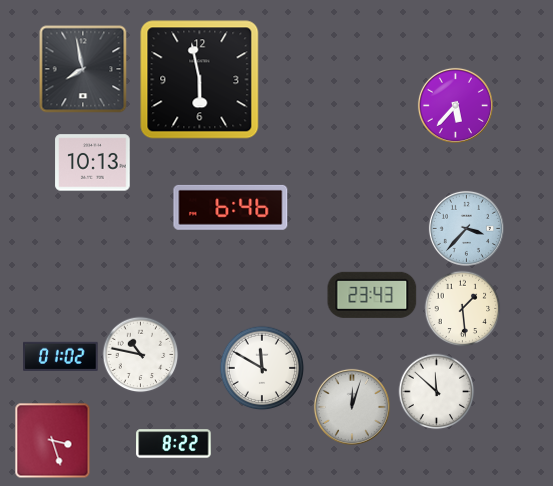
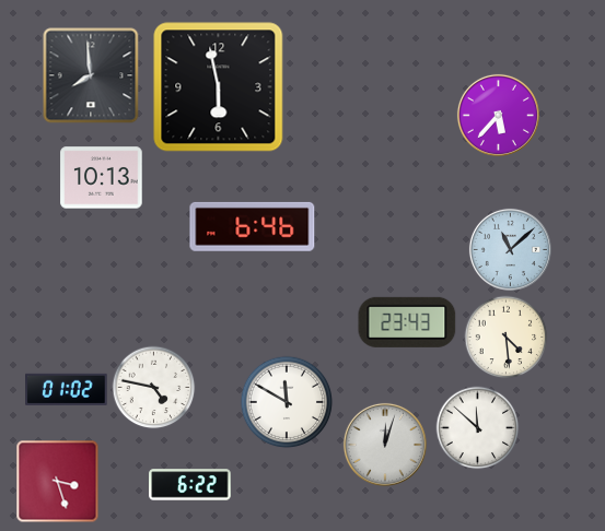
clock at (83, 69): 7:58 -> 7:59
clock at (466, 228): 3:37 -> 11:08
clock at (463, 309): 1:29 -> 4:29
clock at (141, 355): 10:47 -> 4:47
clock at (174, 444): 8:22 -> 6:22
